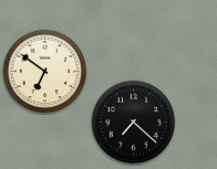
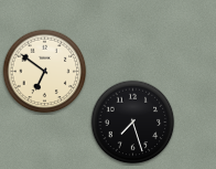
clock at (134, 123): 7:22 -> 7:27
